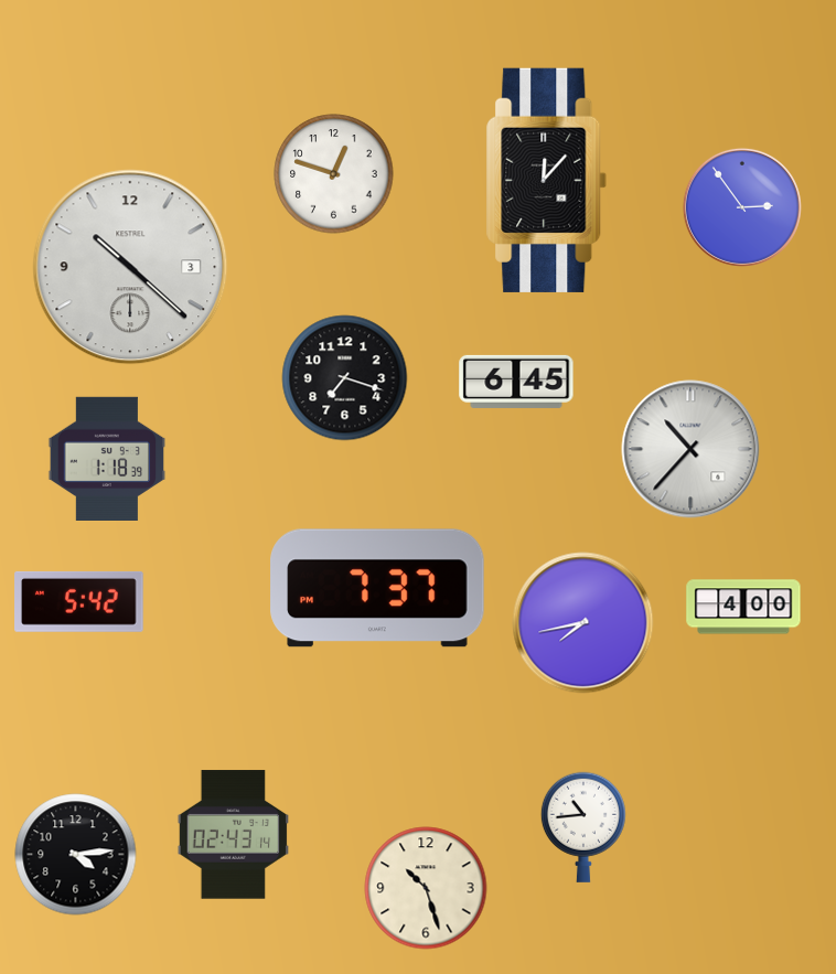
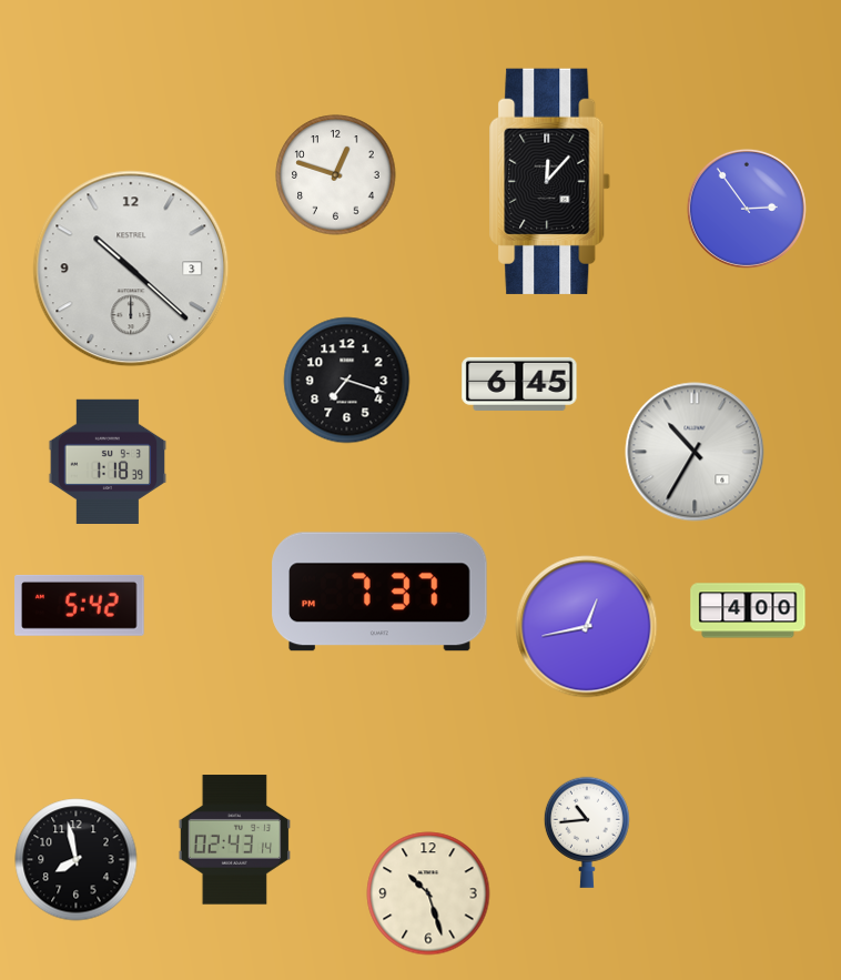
clock at (690, 449): 10:37 -> 10:35
clock at (583, 623): 7:43 -> 12:43
clock at (76, 855): 4:14 -> 7:58
